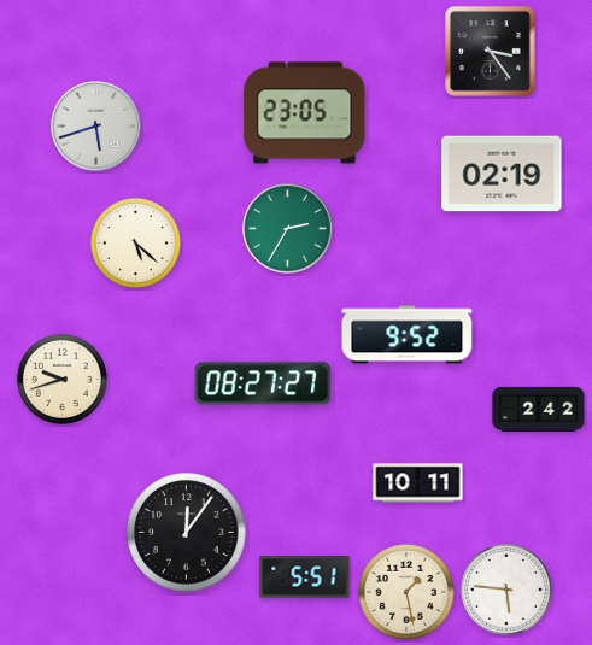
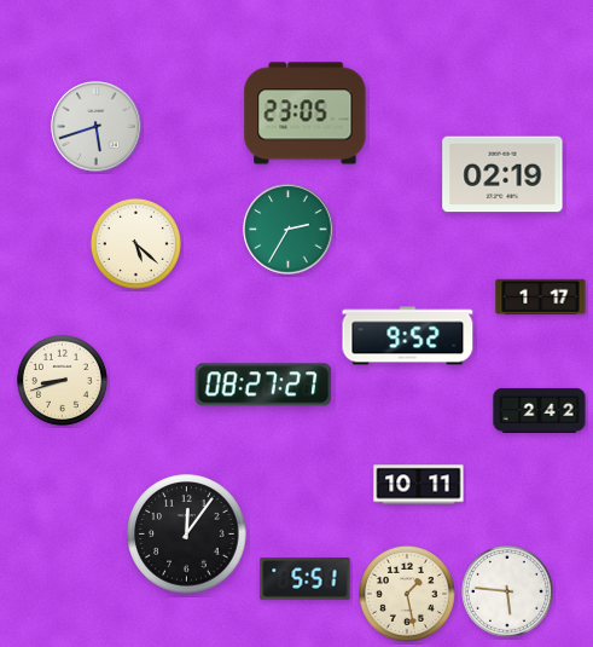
clock at (491, 52): 3:24 -> none
clock at (541, 297): none -> 1:17
clock at (61, 379): 9:42 -> 8:42
